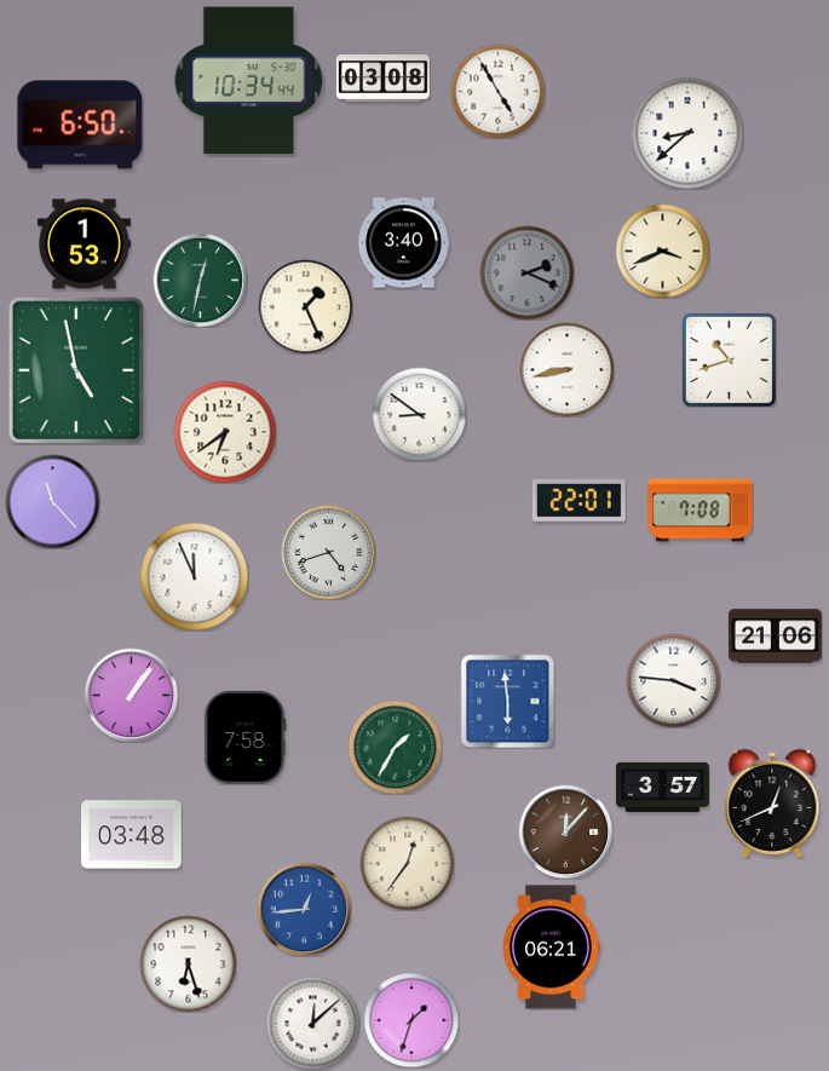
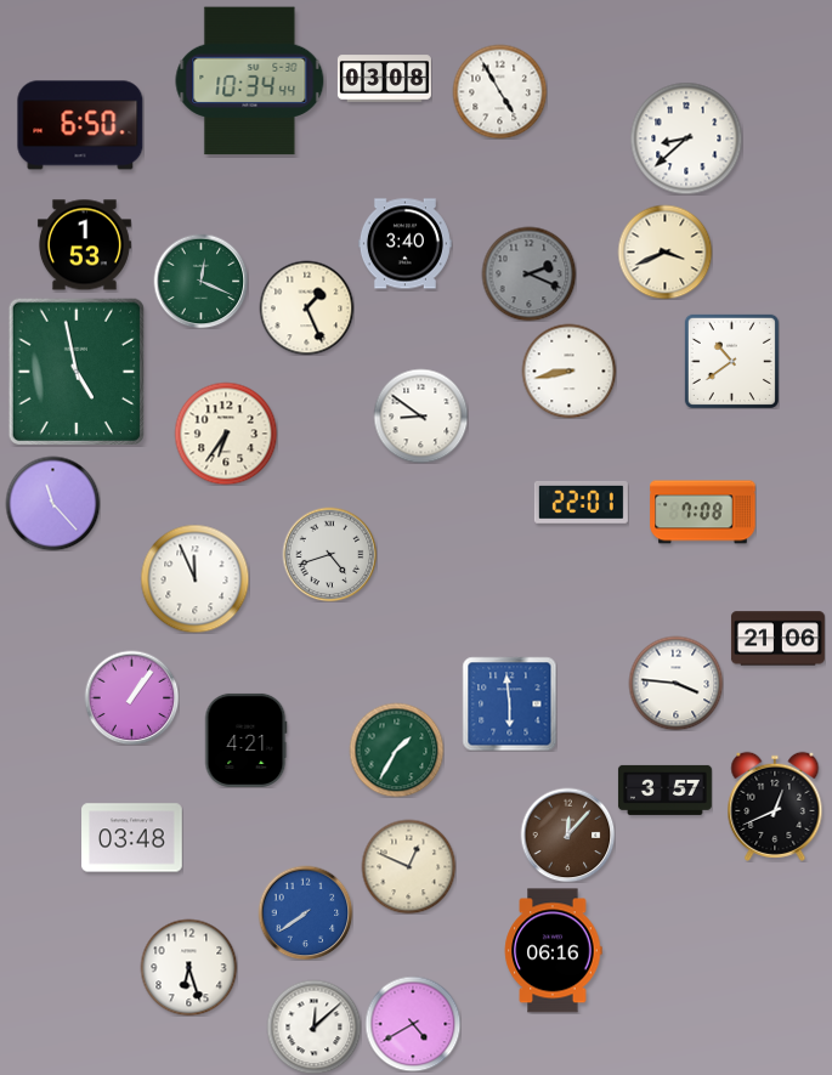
clock at (687, 133) position: (687, 133) -> (686, 138)
clock at (200, 280): 12:32 -> 12:19
clock at (729, 359): 10:42 -> 10:39
clock at (225, 432): 6:39 -> 6:36
clock at (244, 737): 7:58 -> 4:21
clock at (407, 863): 12:36 -> 12:49
clock at (304, 909): 12:44 -> 7:39
clock at (551, 948): 06:21 -> 06:16
clock at (411, 1020): 1:33 -> 4:40
